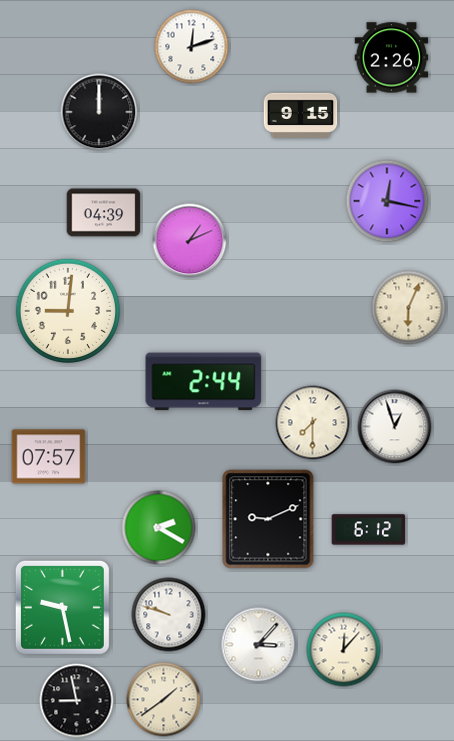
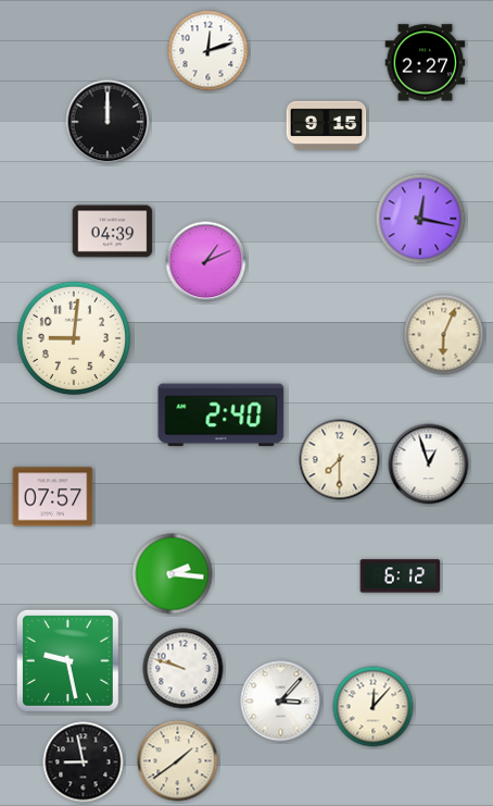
clock at (392, 58): 2:26 -> 2:27
clock at (204, 382): 2:44 -> 2:40
clock at (268, 519): 9:11 -> none
clock at (159, 528): 2:20 -> 2:16
